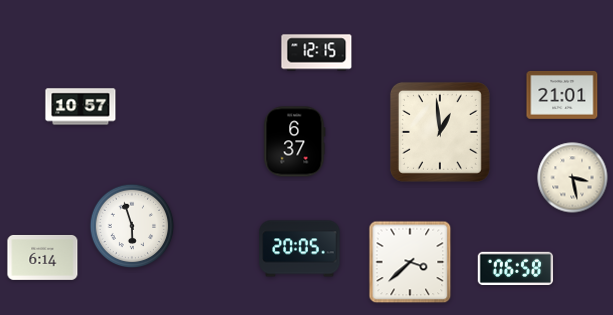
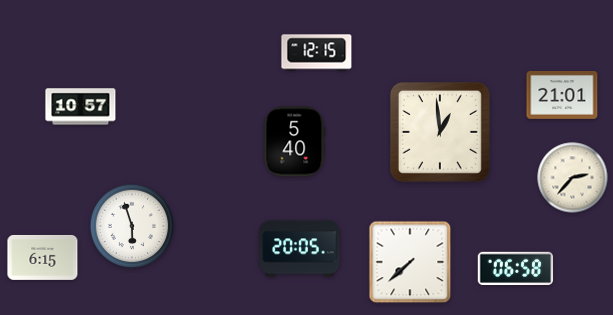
clock at (295, 142): 6:37 -> 5:40
clock at (573, 178): 3:28 -> 2:37
clock at (43, 257): 6:14 -> 6:15
clock at (410, 262): 3:38 -> 7:38
